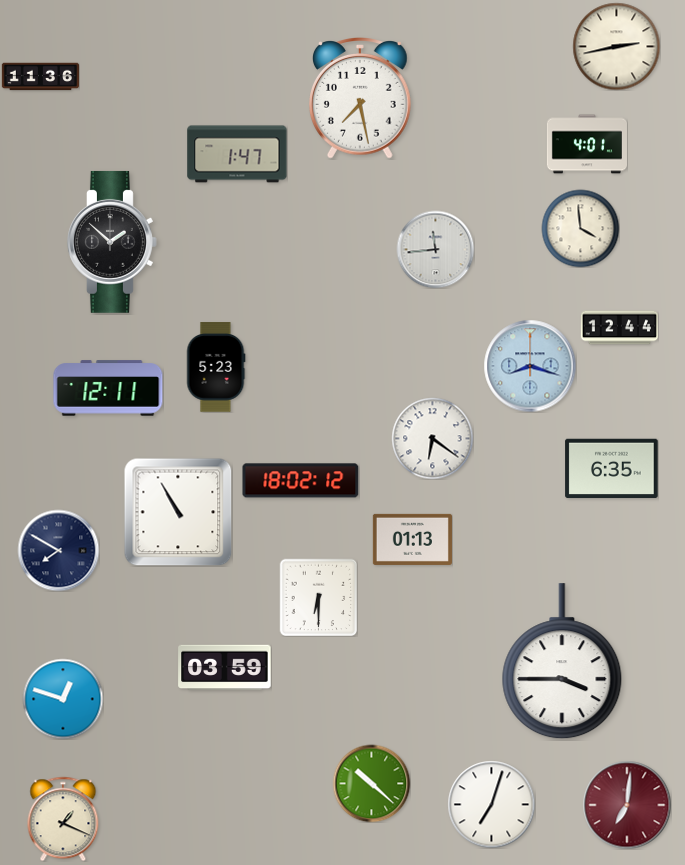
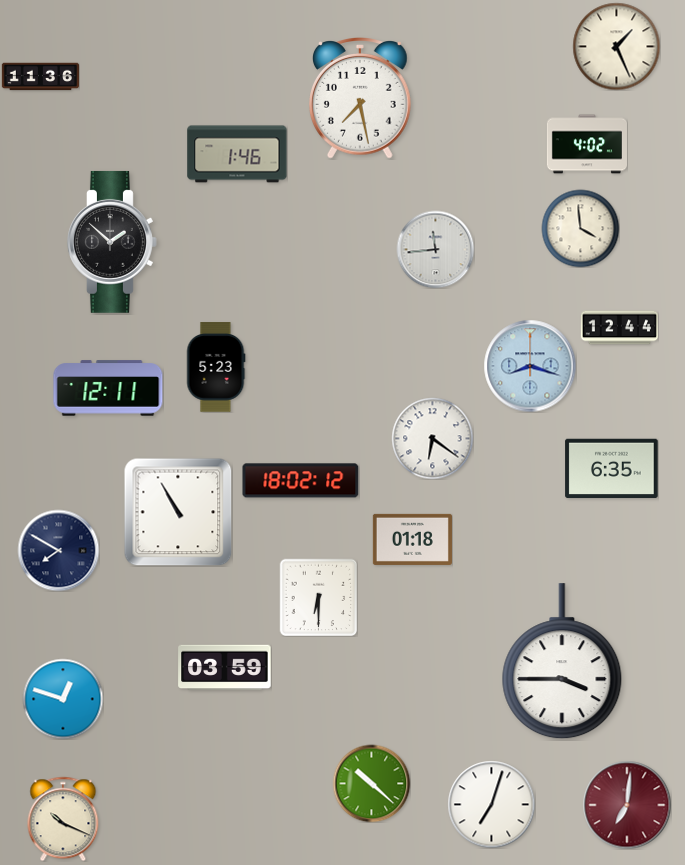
clock at (616, 46): 2:43 -> 1:26
clock at (587, 144): 4:01 -> 4:02
clock at (237, 154): 1:47 -> 1:46
clock at (412, 539): 01:13 -> 01:18
clock at (63, 819): 1:19 -> 10:19
